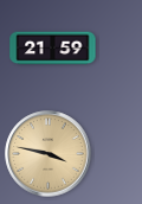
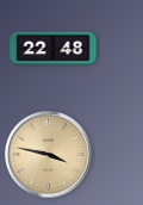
clock at (53, 49): 21:59 -> 22:48
